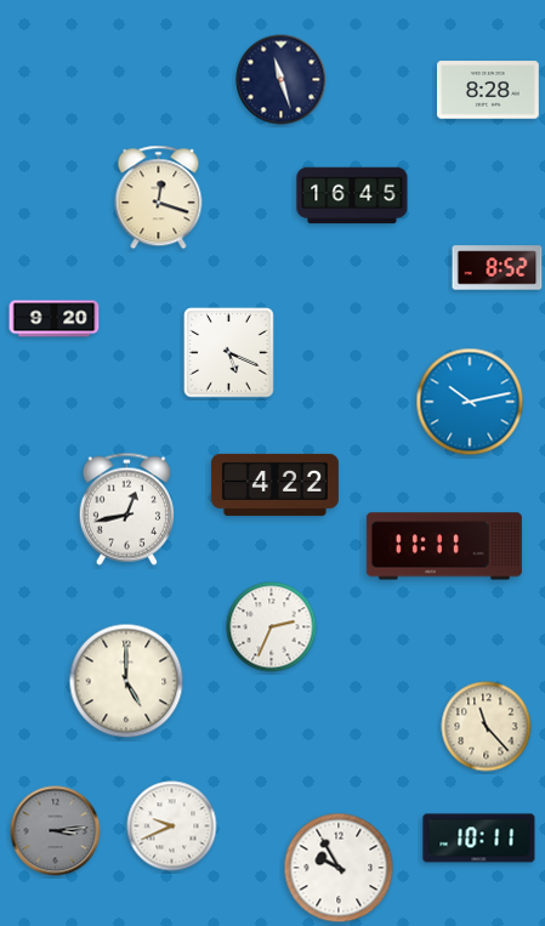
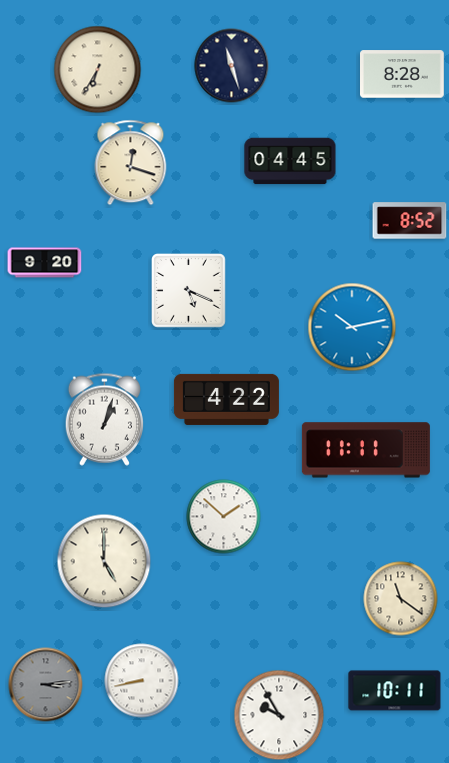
clock at (98, 70): none -> 6:35
clock at (352, 195): 16:45 -> 04:45
clock at (470, 402) position: (470, 402) -> (352, 327)
clock at (126, 509): 12:43 -> 1:03
clock at (272, 627): 2:34 -> 1:52
clock at (487, 727): 11:23 -> 11:21
clock at (172, 826): 9:41 -> 8:43
